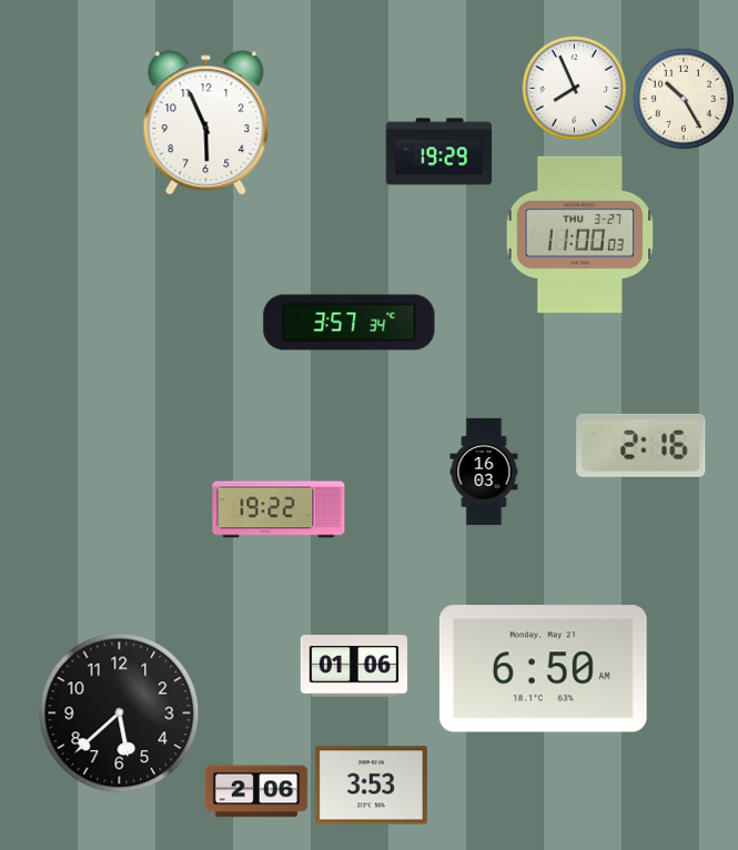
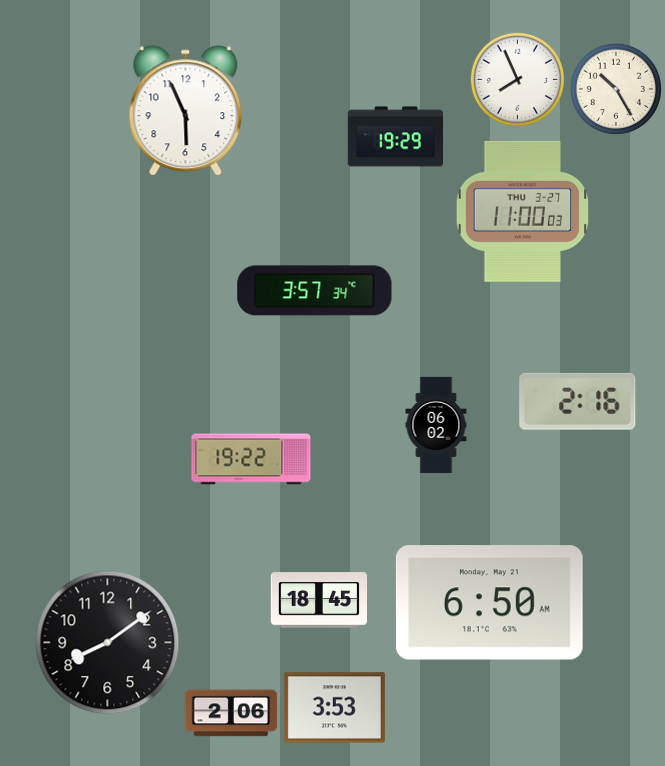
clock at (484, 472): 16:03 -> 06:02
clock at (353, 666): 01:06 -> 18:45
clock at (120, 714): 5:38 -> 8:09
